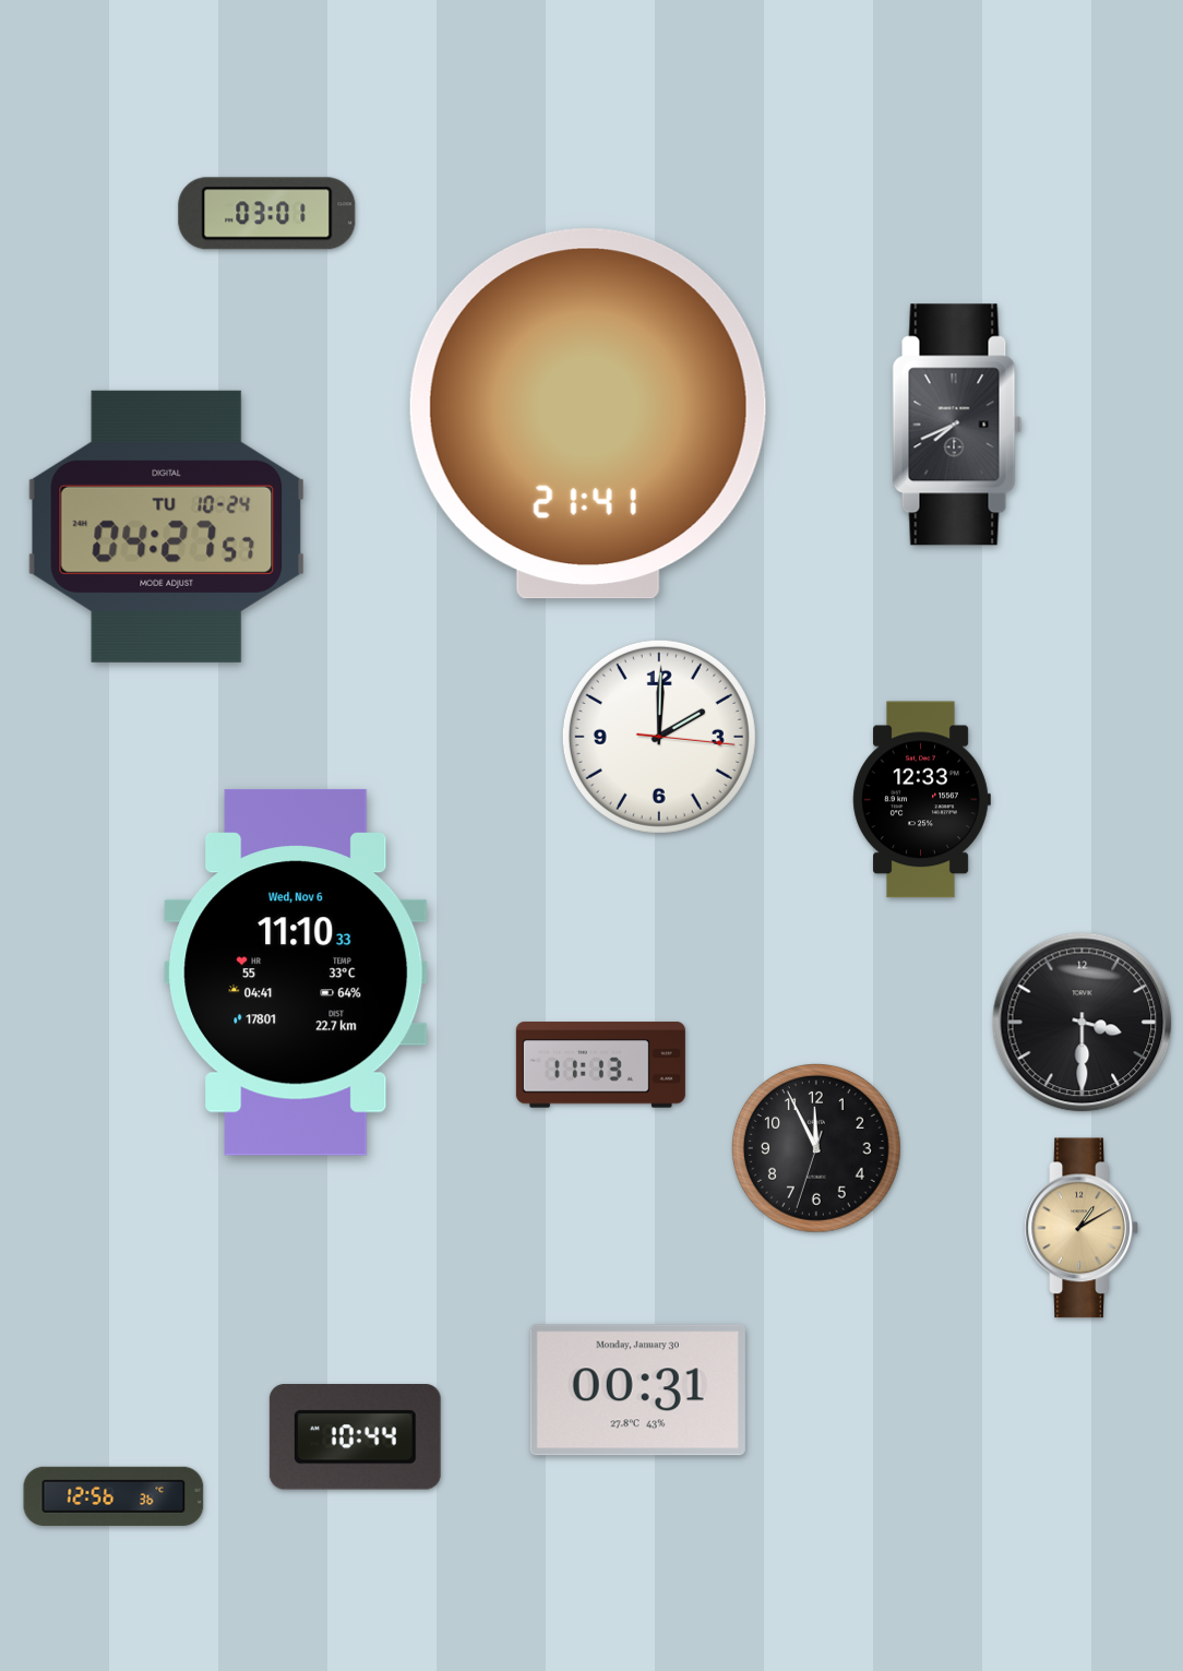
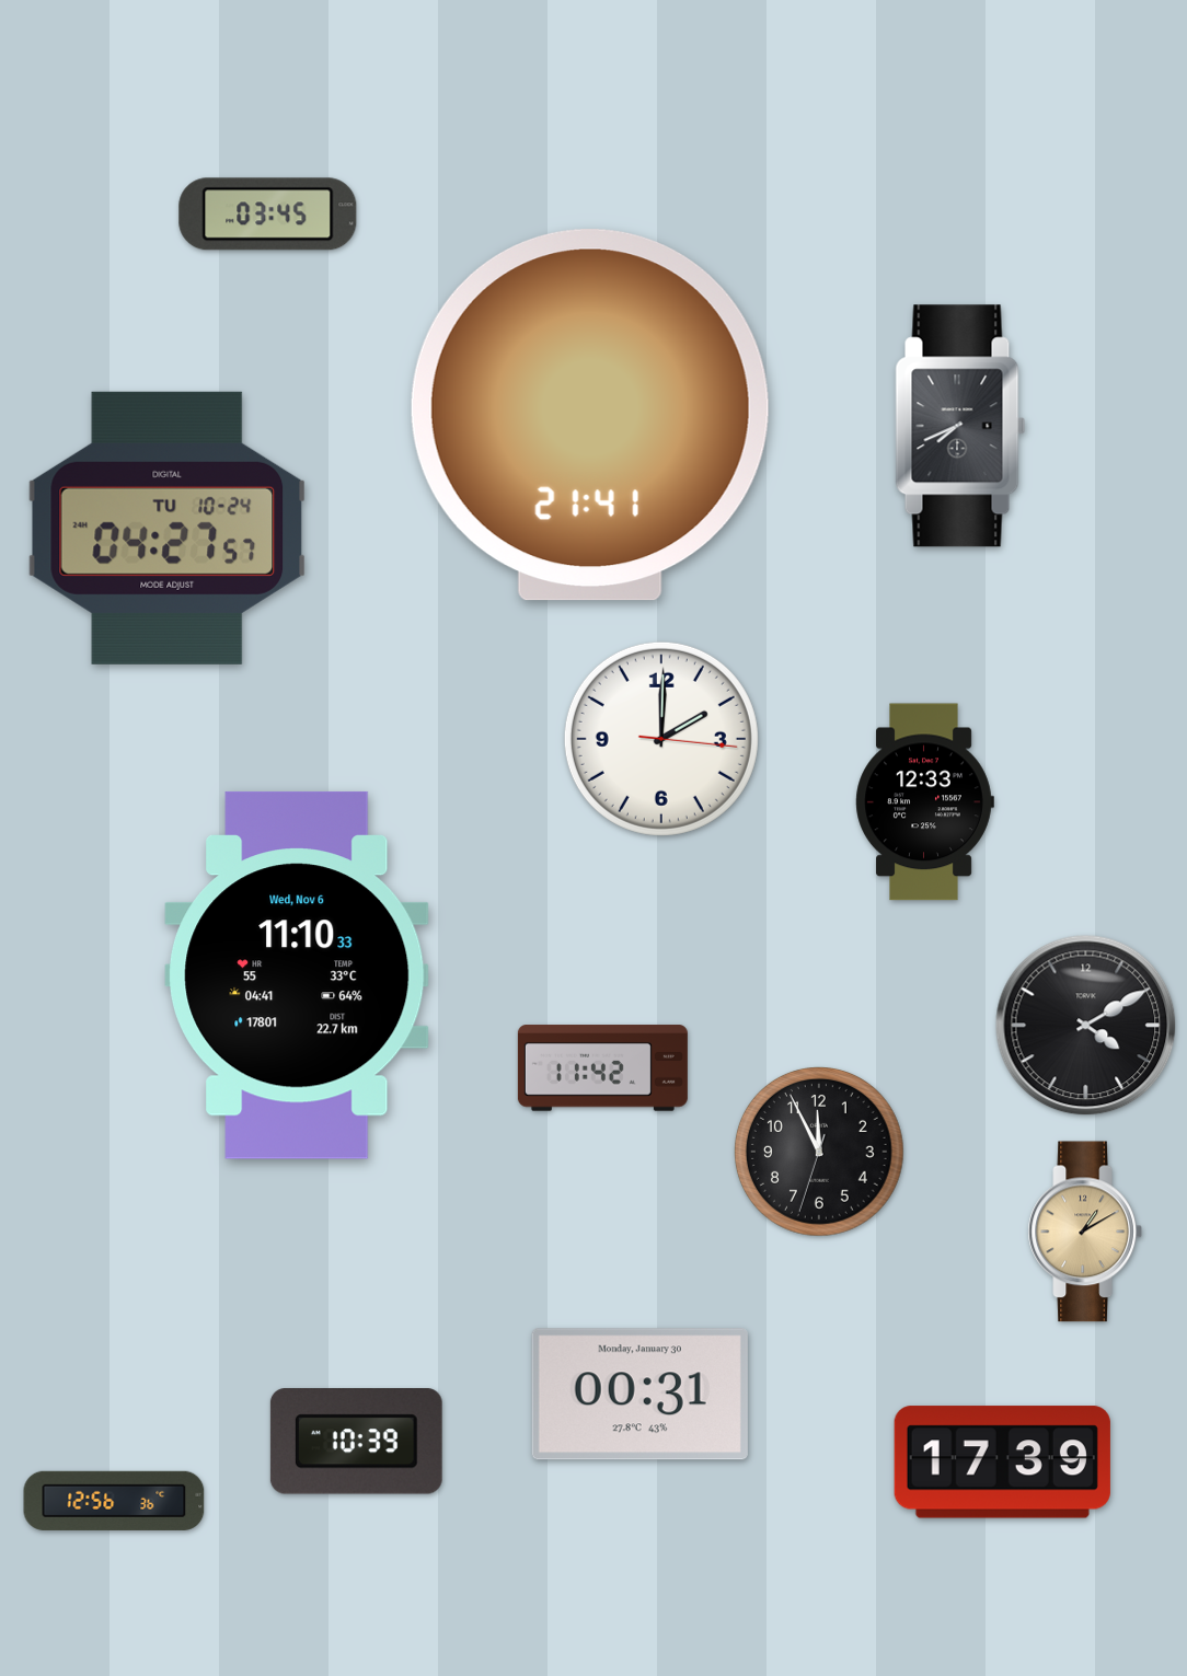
clock at (267, 214): 03:01 -> 03:45
clock at (1083, 1023): 3:30 -> 4:10
clock at (600, 1065): 11:13 -> 11:42
clock at (355, 1437): 10:44 -> 10:39
clock at (1002, 1463): none -> 17:39
